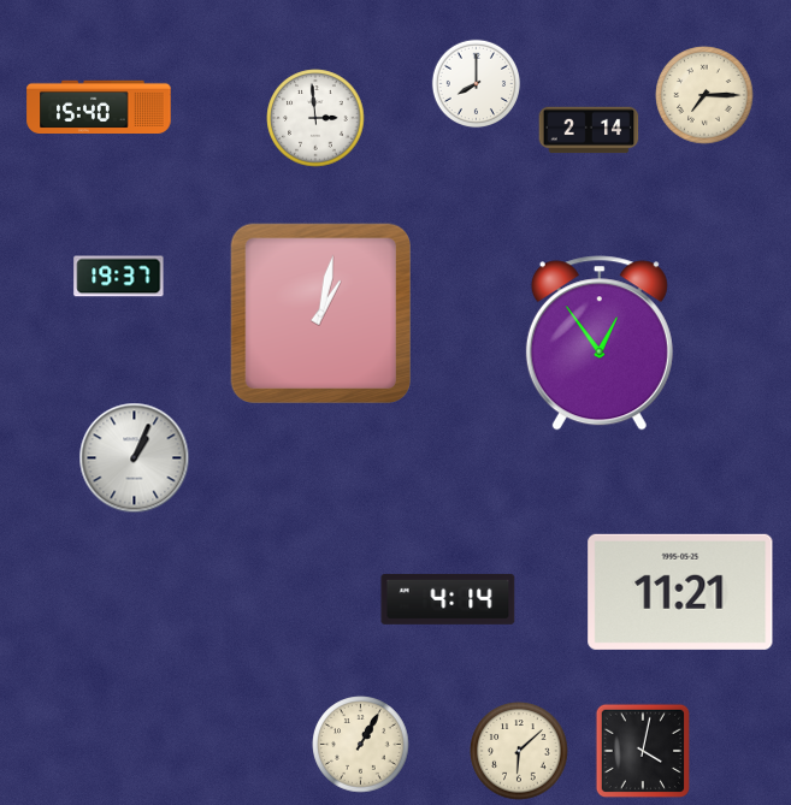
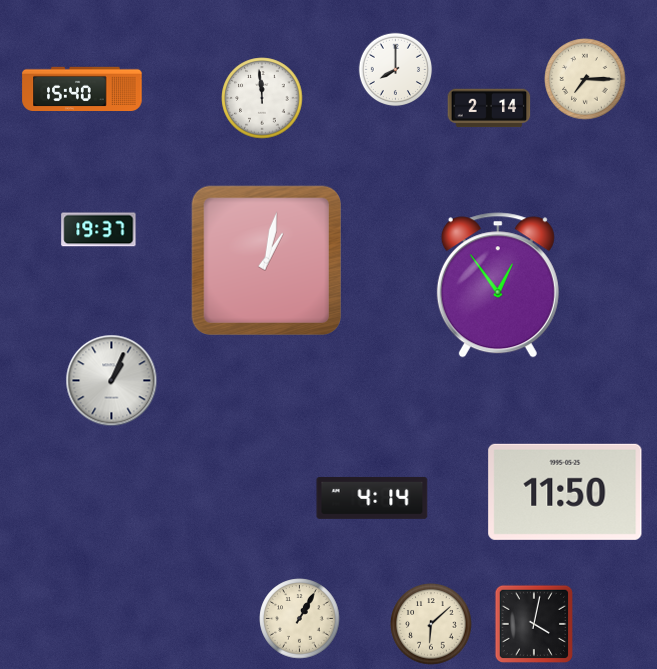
clock at (315, 118): 2:59 -> 11:59
clock at (680, 592): 11:21 -> 11:50
